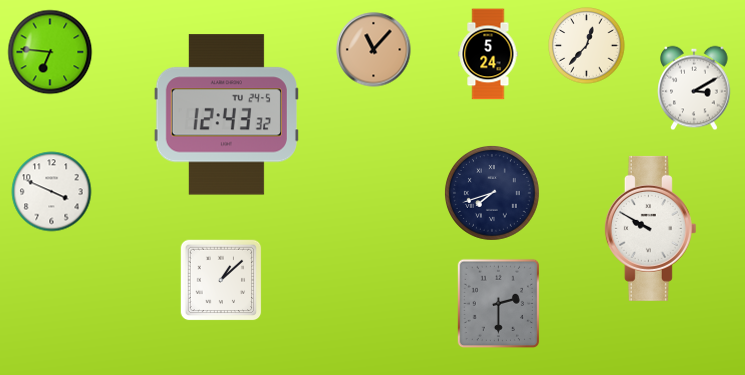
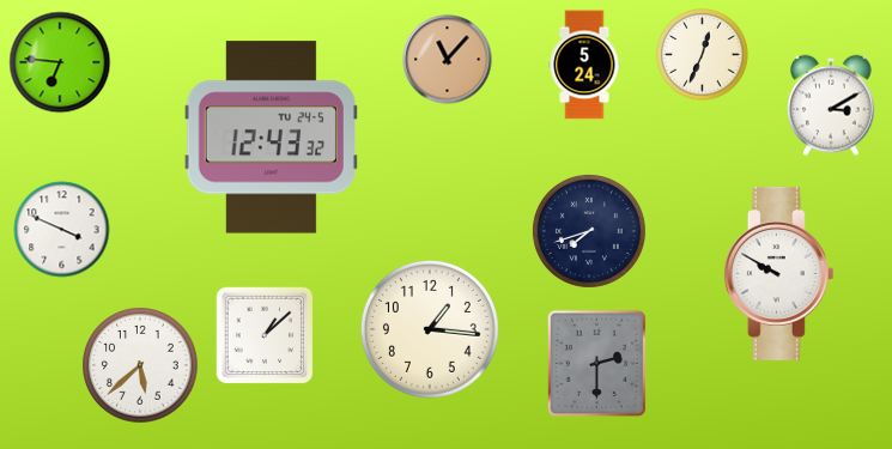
clock at (587, 46): 12:37 -> 12:34
clock at (430, 329): none -> 1:16
clock at (140, 365): none -> 5:38
